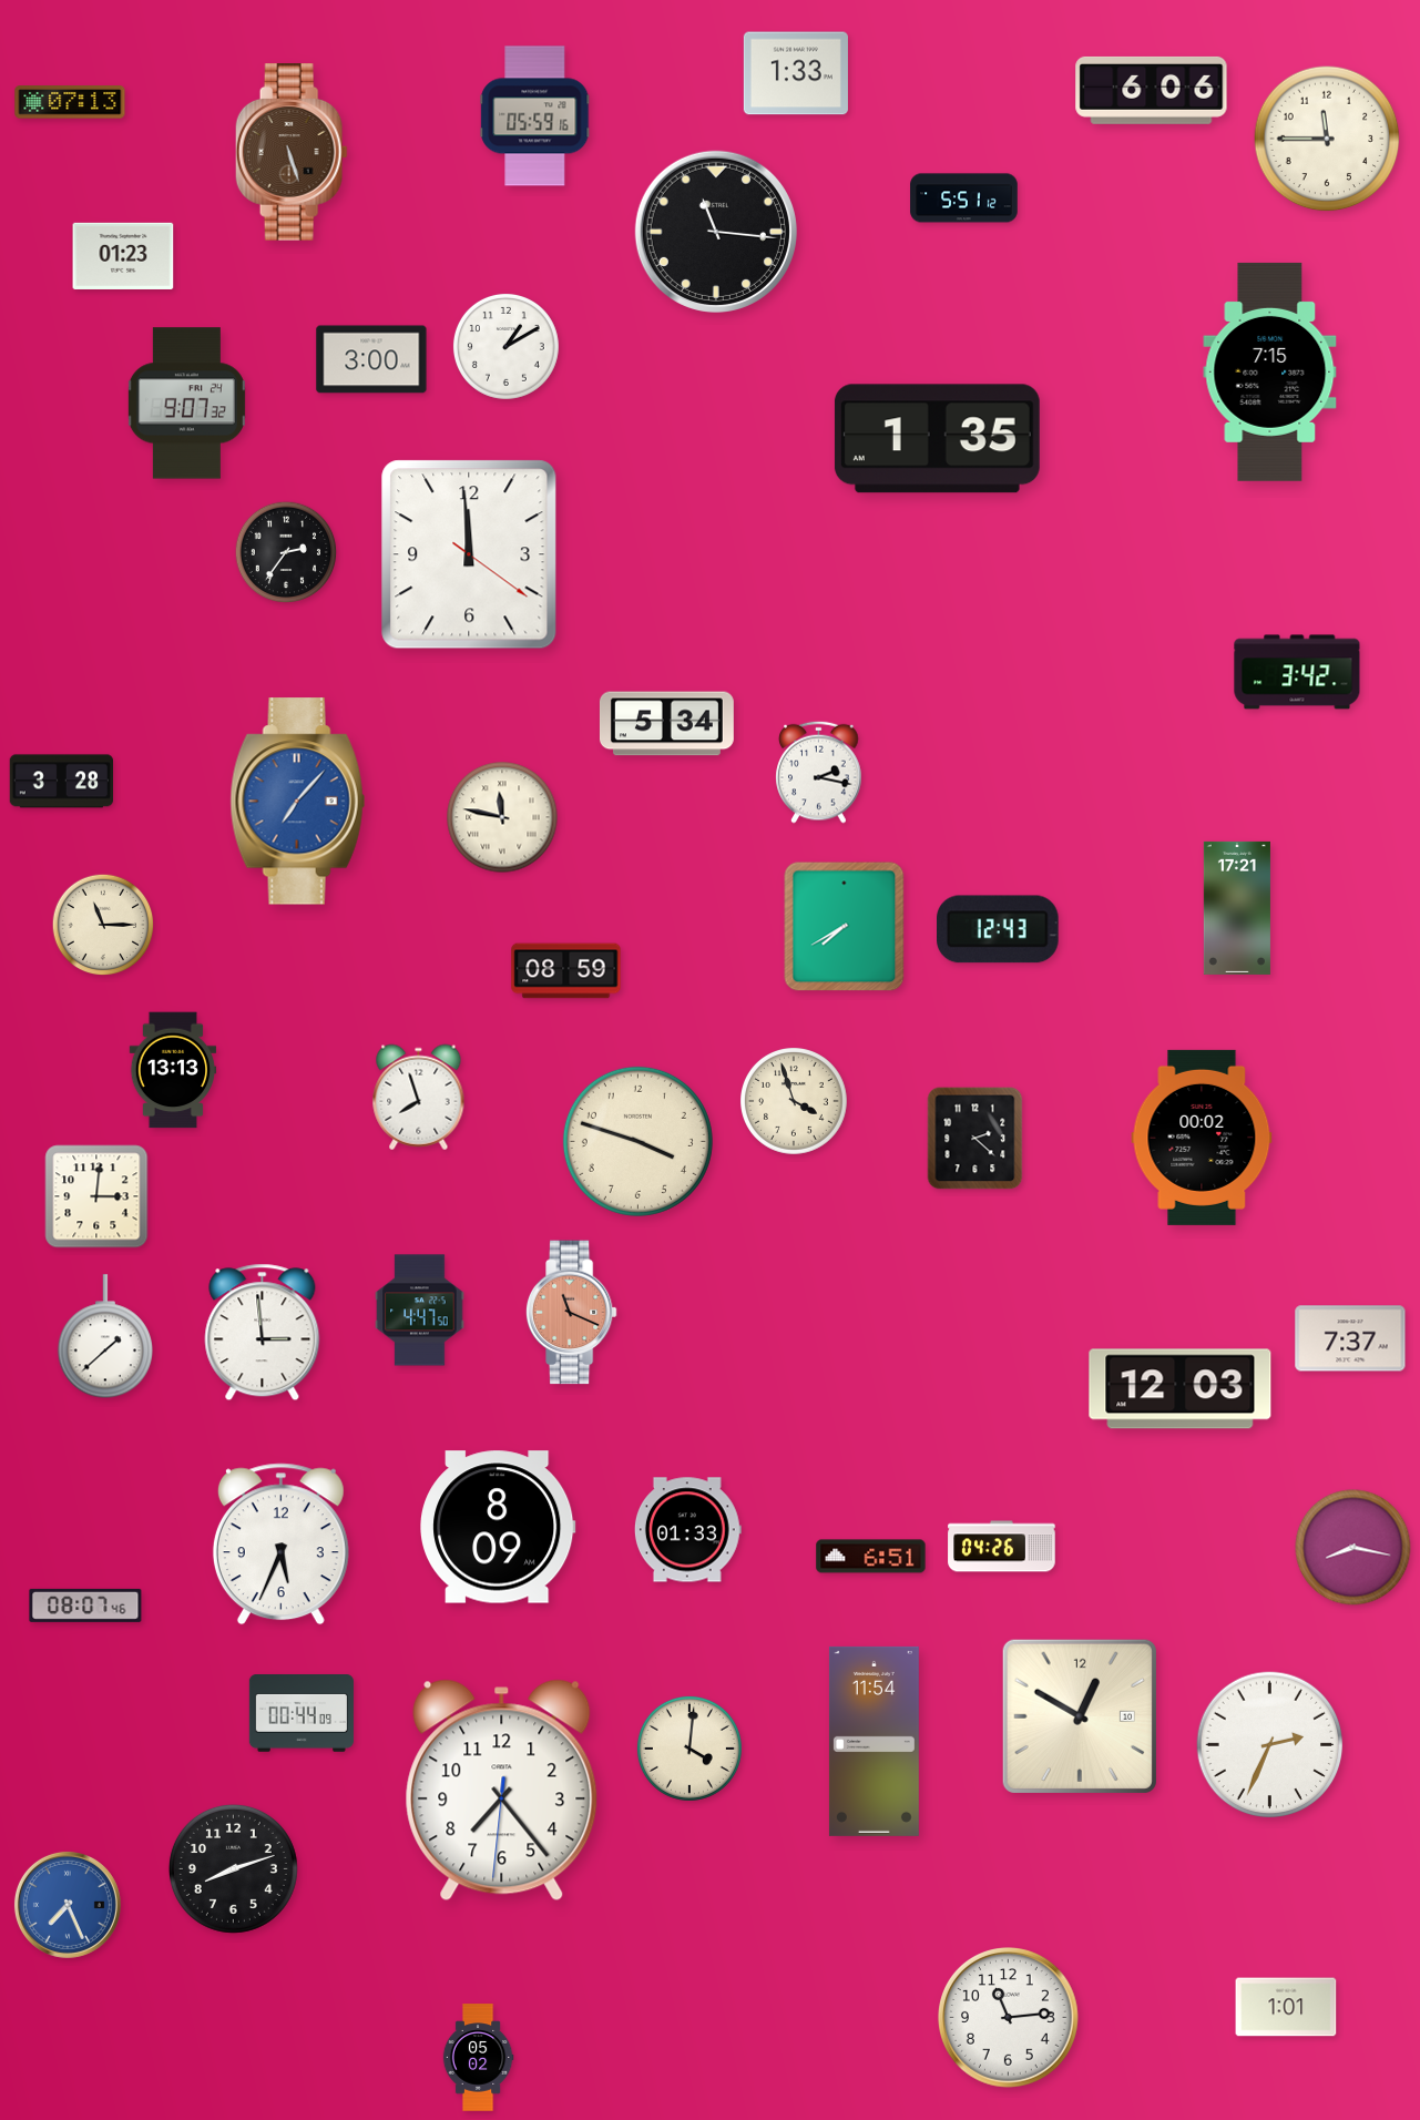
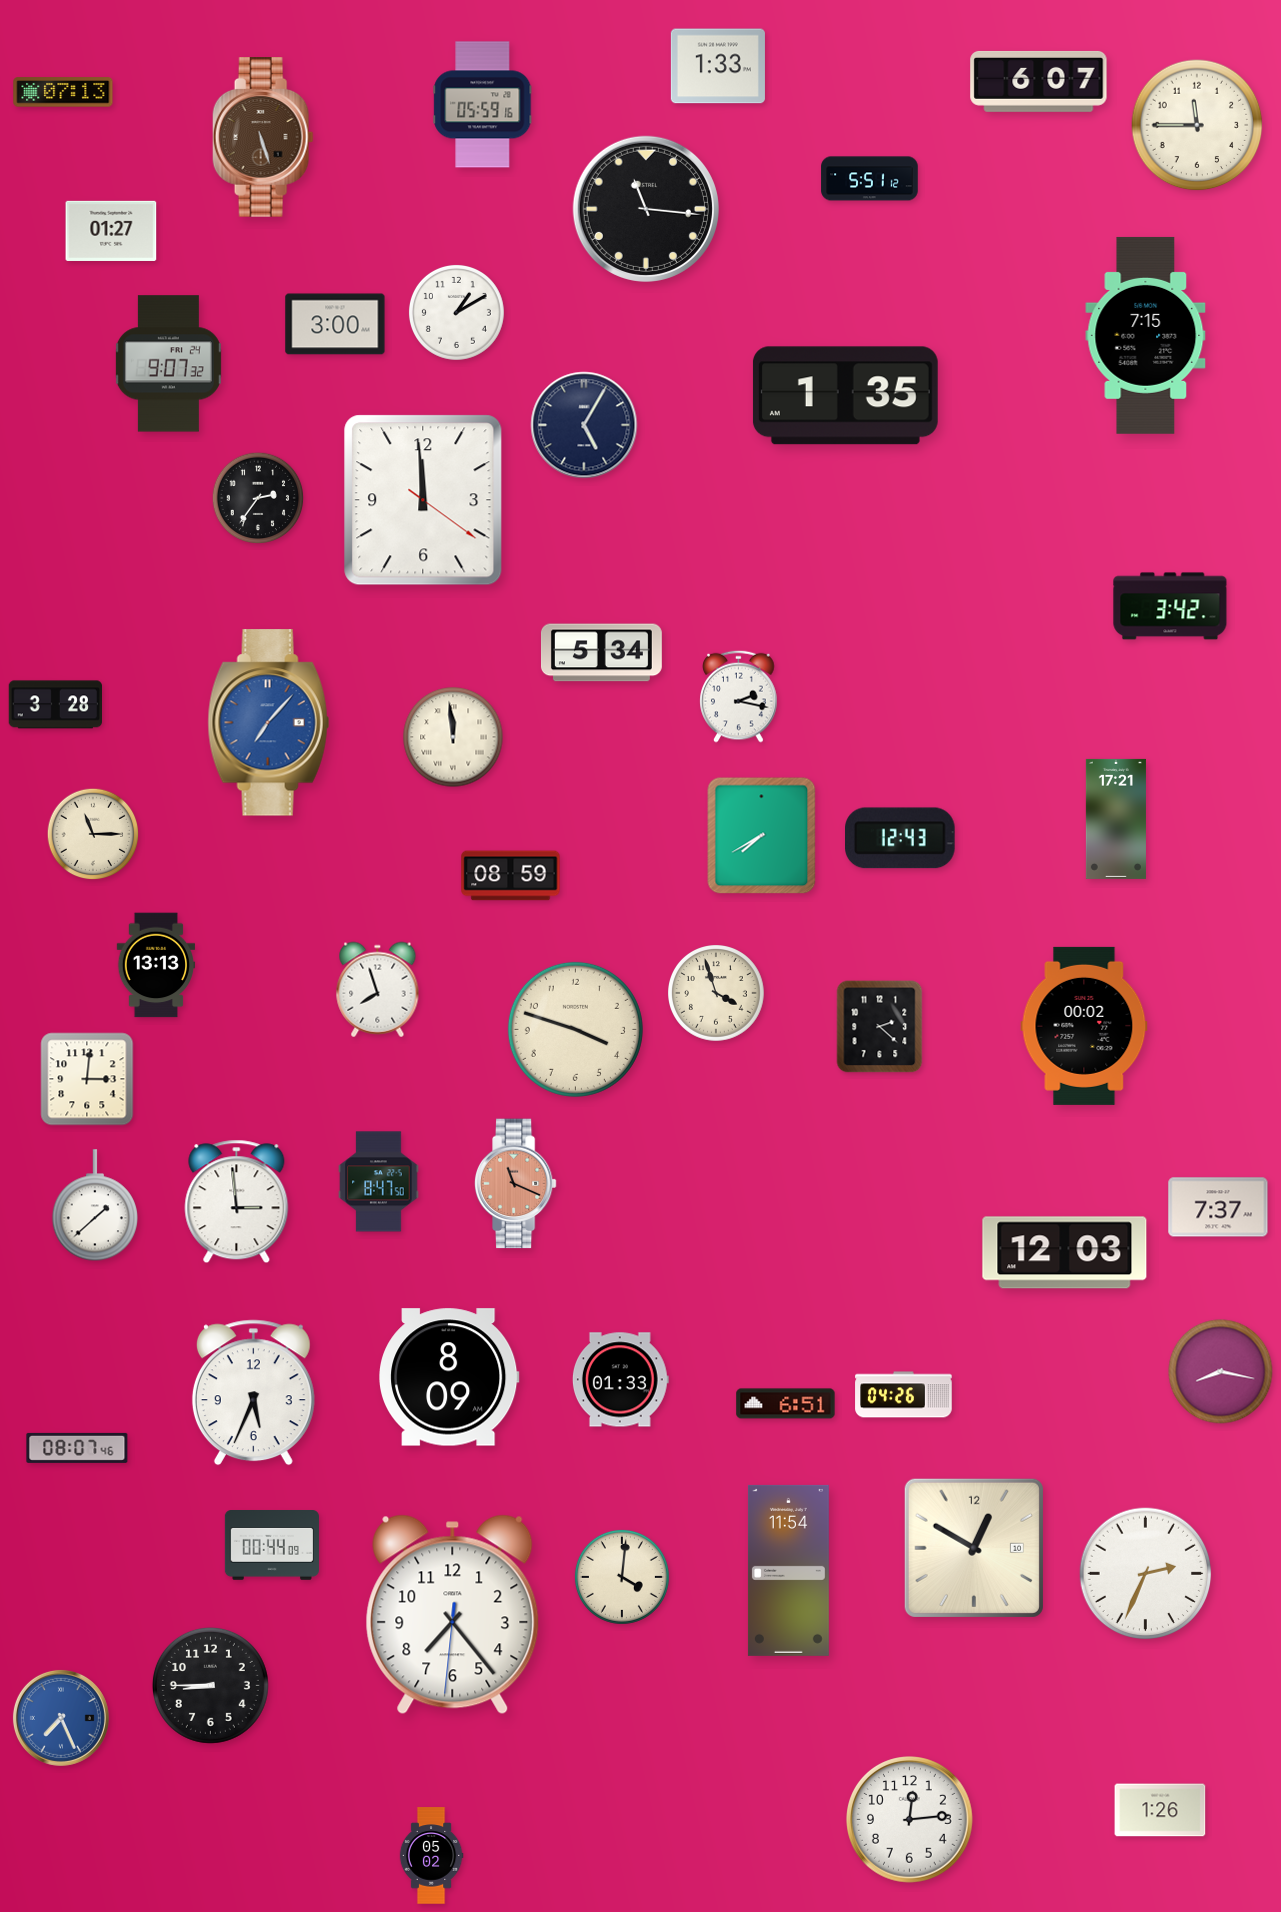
clock at (1152, 90): 6:06 -> 6:07
clock at (123, 256): 01:23 -> 01:27
clock at (584, 425): none -> 5:05
clock at (502, 817): 11:47 -> 11:59
clock at (420, 1311): 4:47 -> 8:47
clock at (1353, 1548) position: (1353, 1548) -> (1221, 1372)
clock at (233, 1868): 8:12 -> 8:45
clock at (1286, 2007): 1:01 -> 1:26
clock at (1009, 2018): 11:14 -> 12:14
